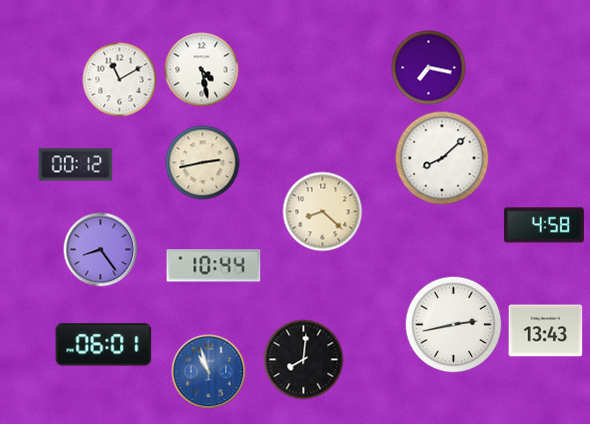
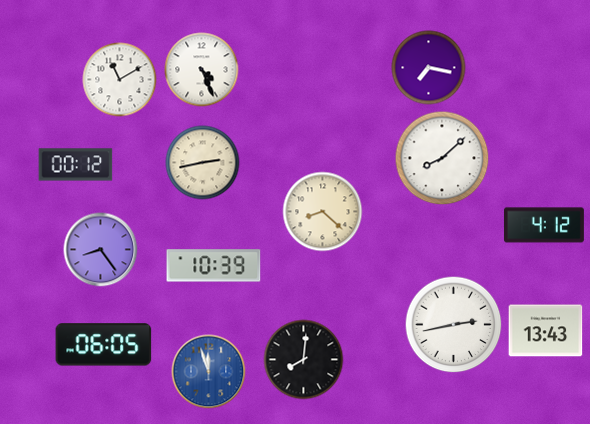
clock at (202, 70): 4:28 -> 4:26
clock at (544, 225): 4:58 -> 4:12
clock at (214, 266): 10:44 -> 10:39
clock at (104, 345): 06:01 -> 06:05
clock at (209, 372): 10:57 -> 11:57
